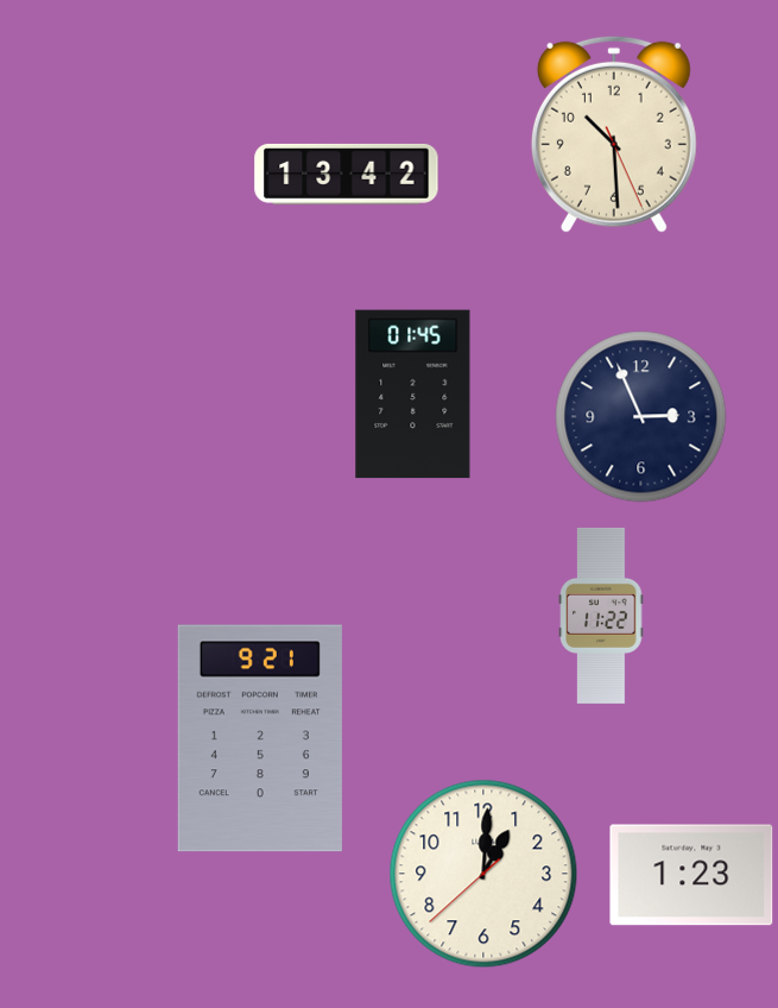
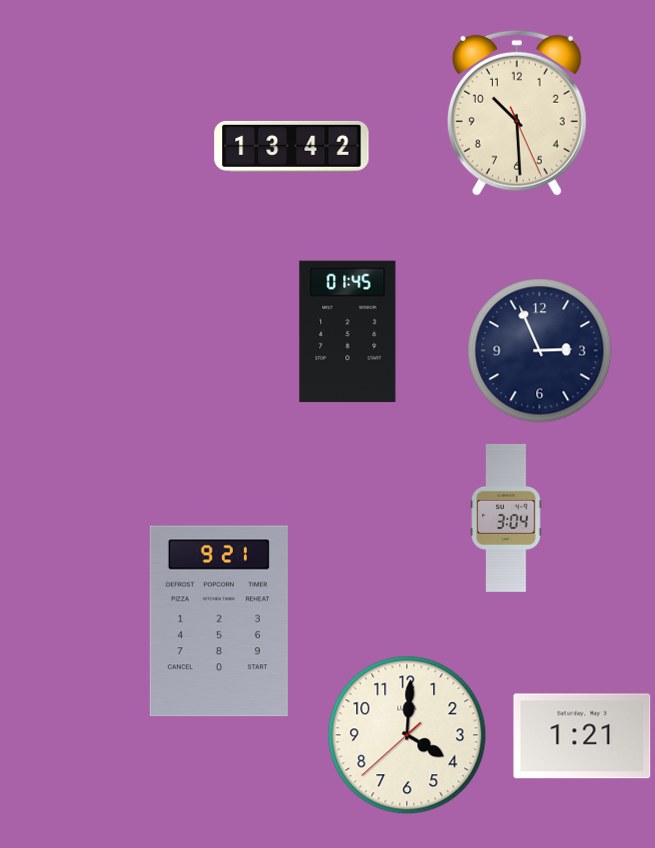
clock at (601, 616): 11:22 -> 3:04
clock at (483, 874): 1:00 -> 4:00
clock at (691, 875): 1:23 -> 1:21
